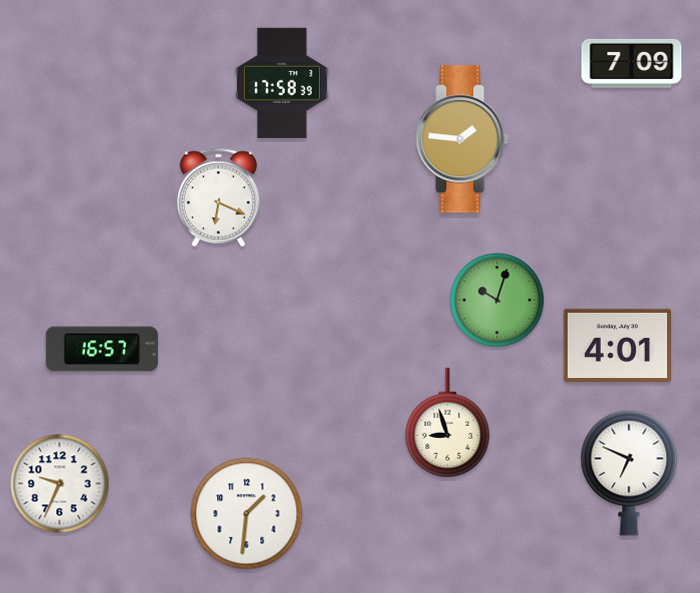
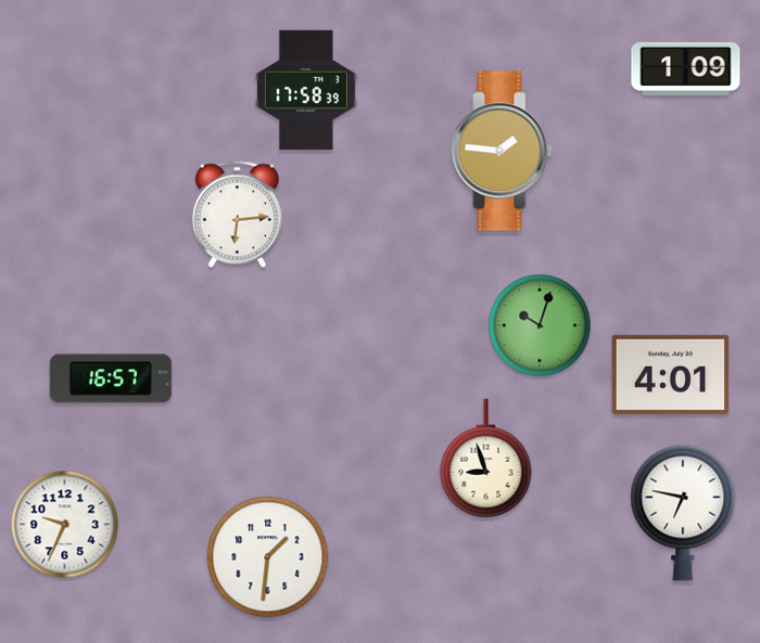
clock at (632, 63): 7:09 -> 1:09
clock at (218, 198): 6:19 -> 6:14
clock at (629, 473): 6:49 -> 6:47
